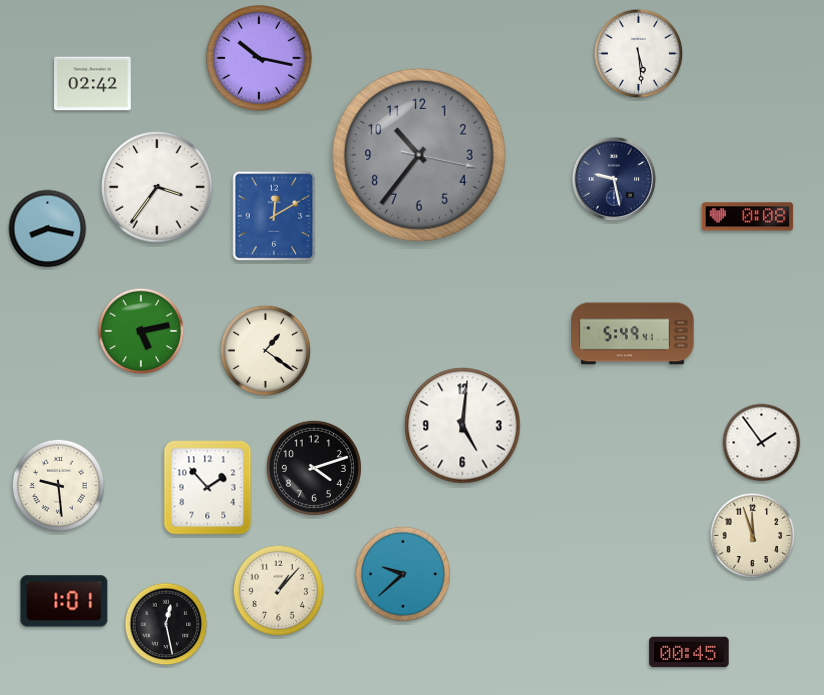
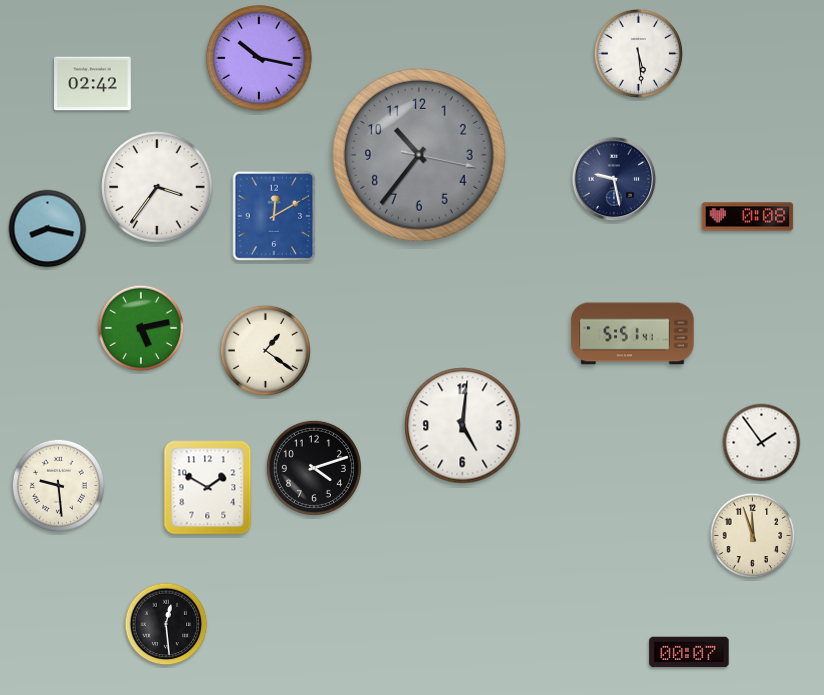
clock at (141, 331) position: (141, 331) -> (141, 328)
clock at (633, 334): 5:49 -> 5:51
clock at (208, 488): 1:53 -> 1:50
clock at (403, 574): 9:38 -> none
clock at (278, 590): 1:07 -> none
clock at (64, 601): 1:01 -> none
clock at (166, 624): 12:28 -> 12:29
clock at (689, 652): 00:45 -> 00:07
